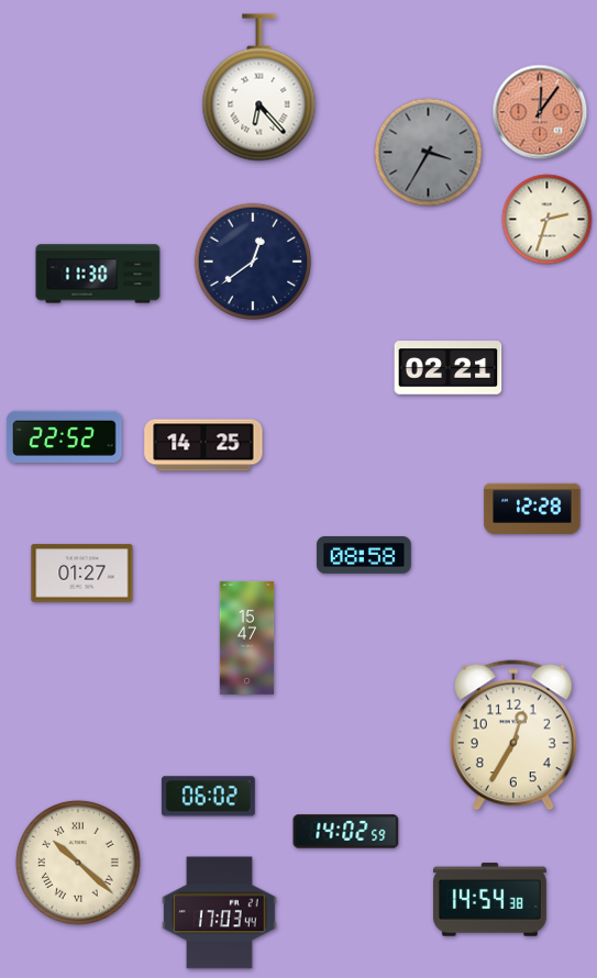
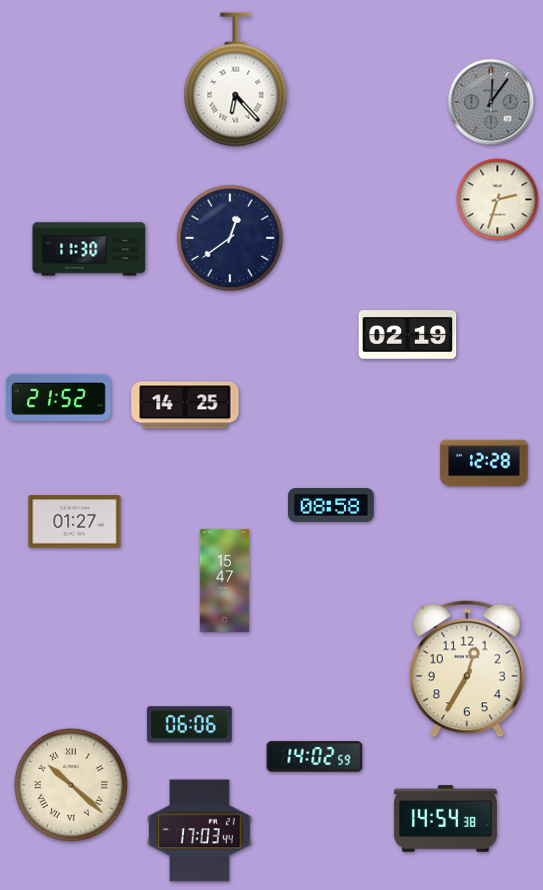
clock at (540, 112) dial: salmon -> grey
clock at (429, 153): 3:35 -> none
clock at (449, 368): 02:21 -> 02:19
clock at (65, 436): 22:52 -> 21:52
clock at (208, 797): 06:02 -> 06:06
